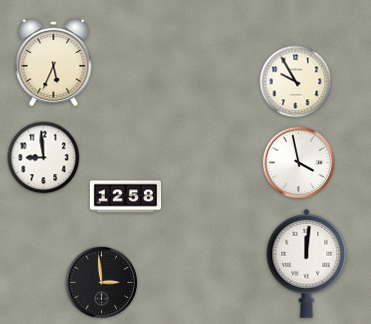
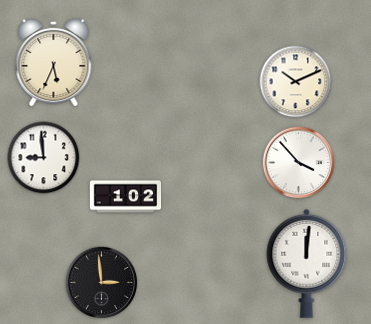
clock at (296, 82): 9:55 -> 10:11
clock at (299, 163): 3:58 -> 3:53
clock at (126, 197): 12:58 -> 1:02
